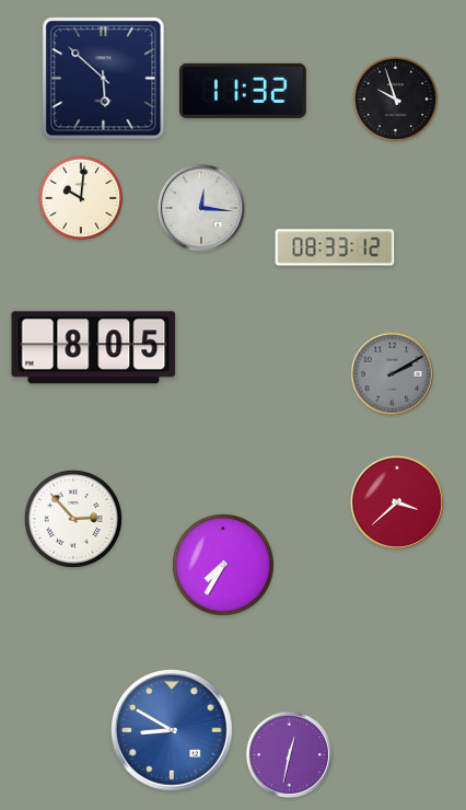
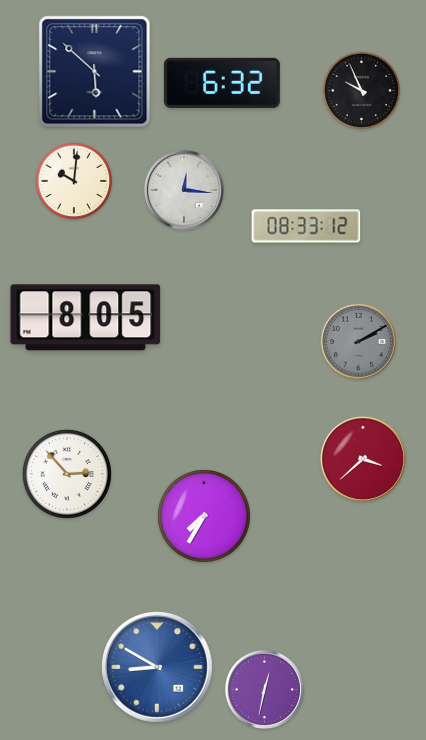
clock at (243, 91): 11:32 -> 6:32
clock at (396, 100): 9:57 -> 9:56
